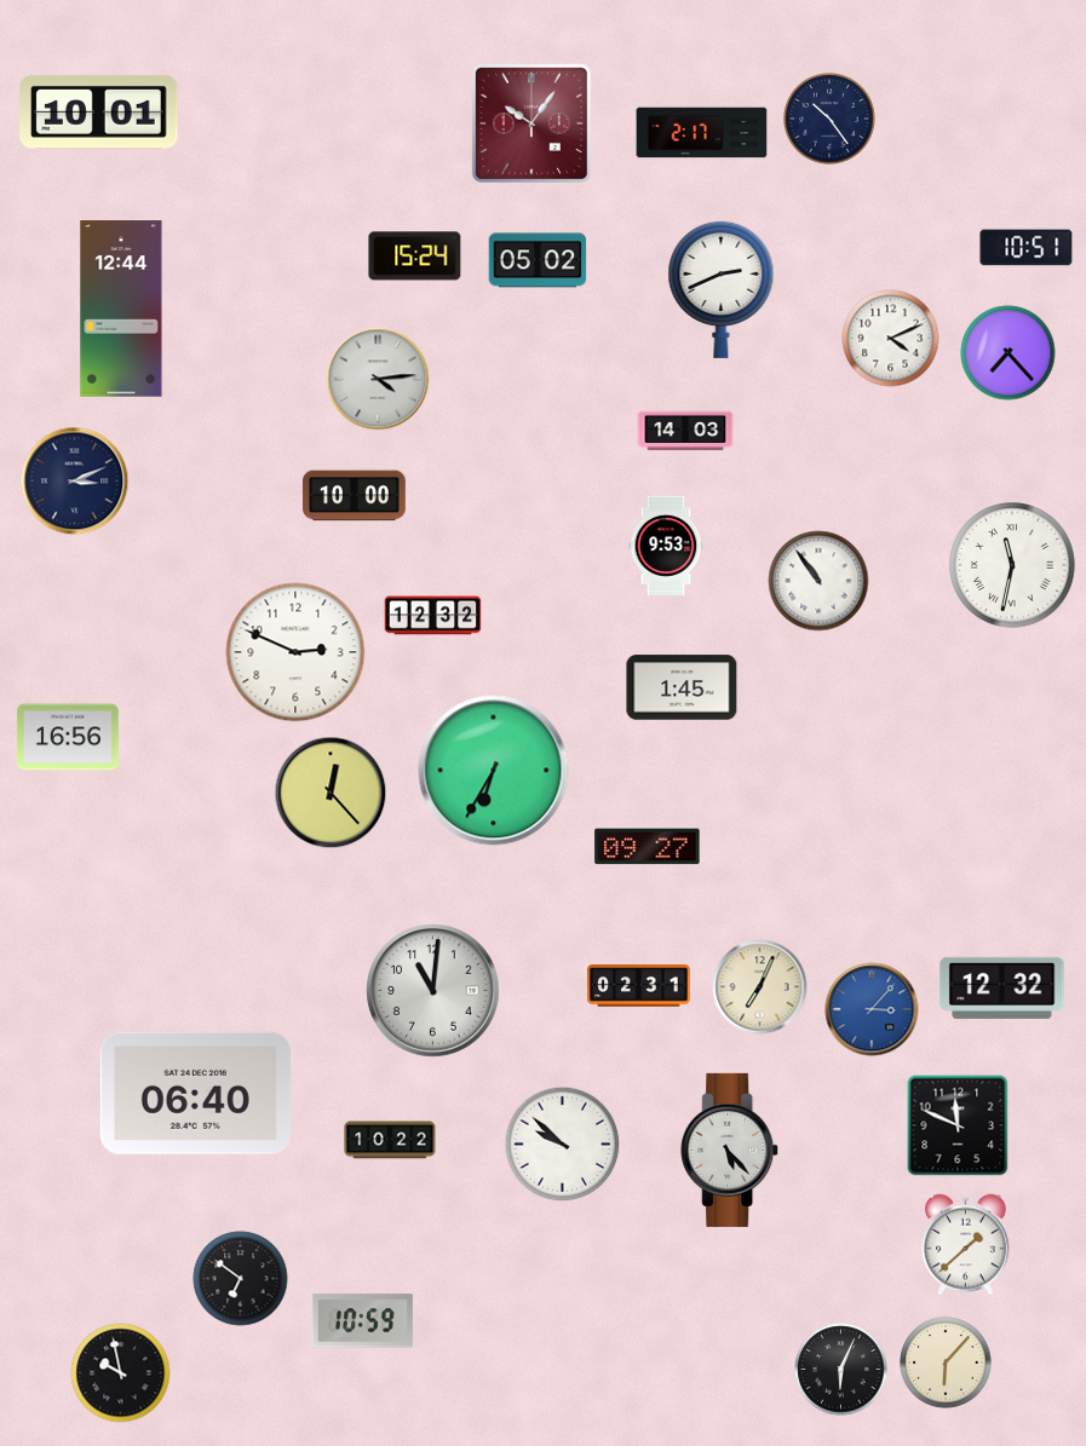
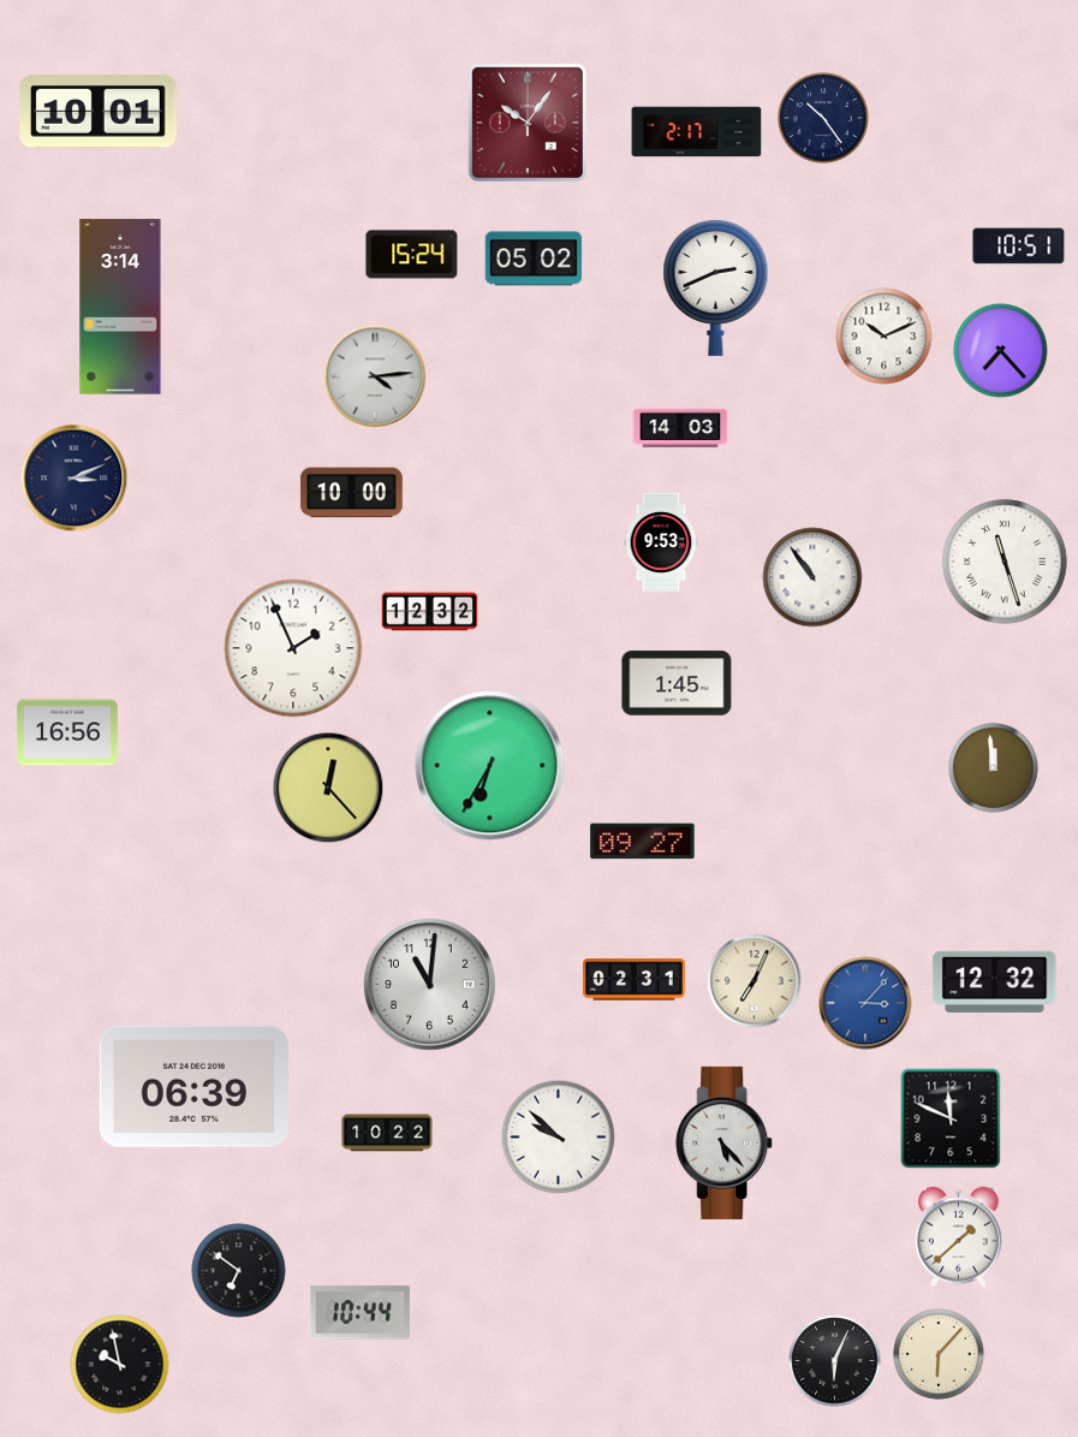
clock at (121, 309): 12:44 -> 3:14
clock at (891, 339): 4:11 -> 10:11
clock at (1012, 565): 11:32 -> 11:27
clock at (295, 652): 2:49 -> 1:56
clock at (994, 768): none -> 11:59
clock at (195, 1093): 06:40 -> 06:39
clock at (362, 1321): 10:59 -> 10:44
